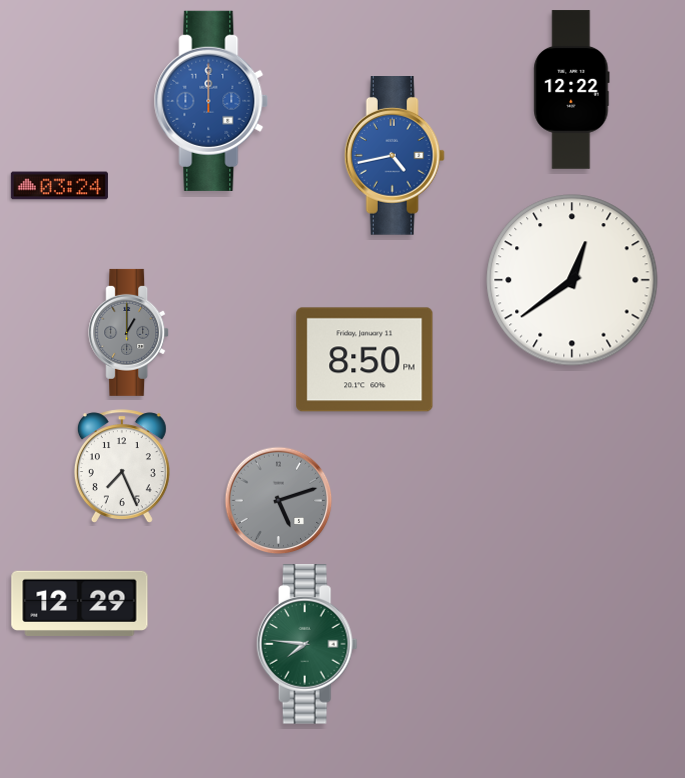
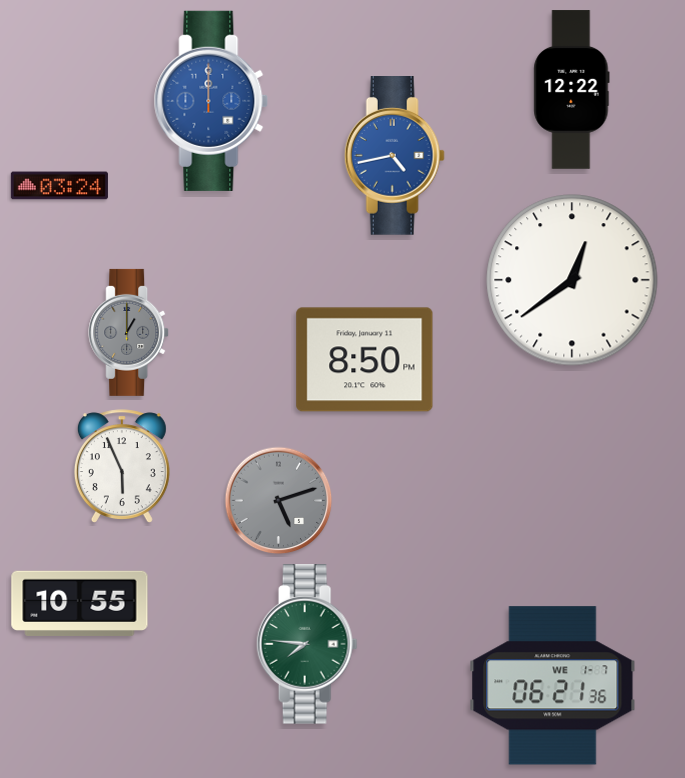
clock at (122, 466): 7:26 -> 5:56
clock at (80, 603): 12:29 -> 10:55
clock at (553, 686): none -> 06:21
